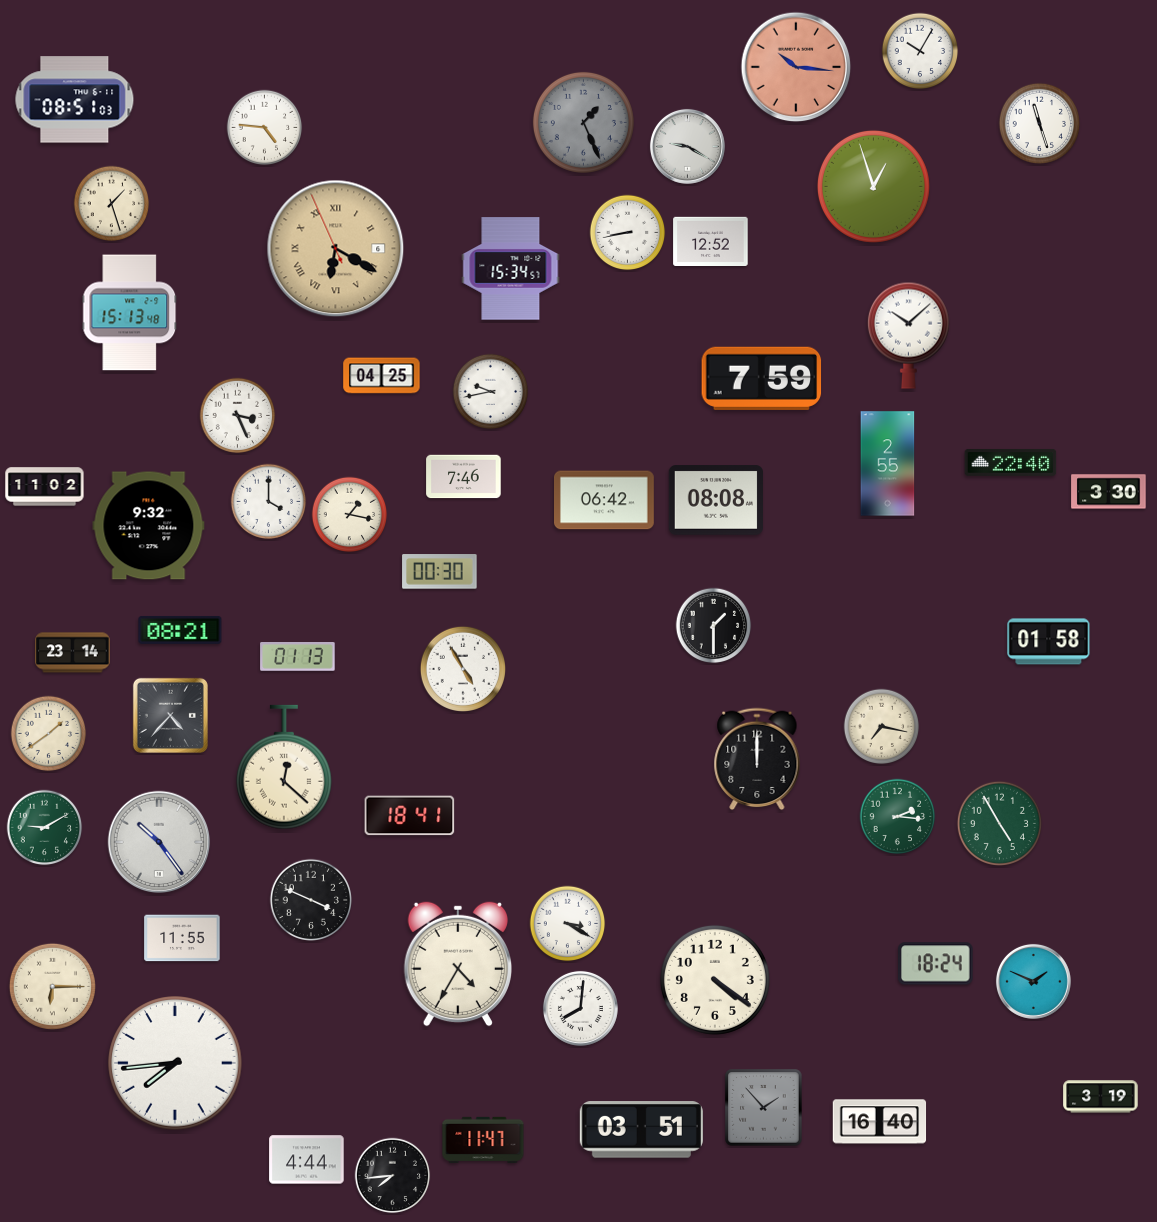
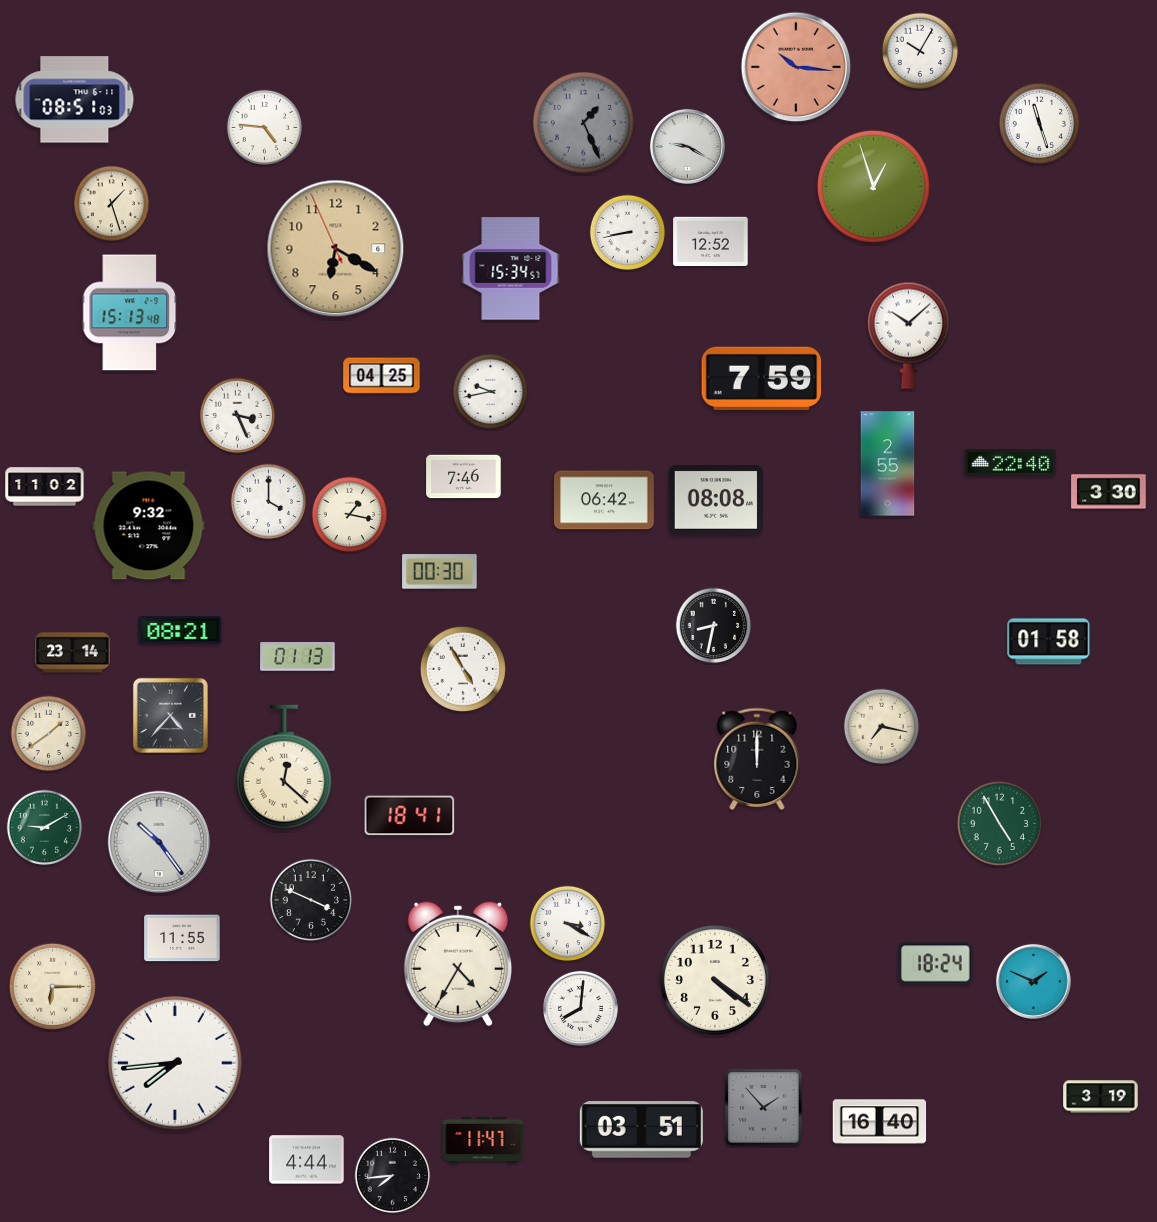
clock at (336, 249) numerals: Roman -> Arabic
clock at (714, 626): 1:30 -> 8:32
clock at (898, 817): 2:16 -> none
